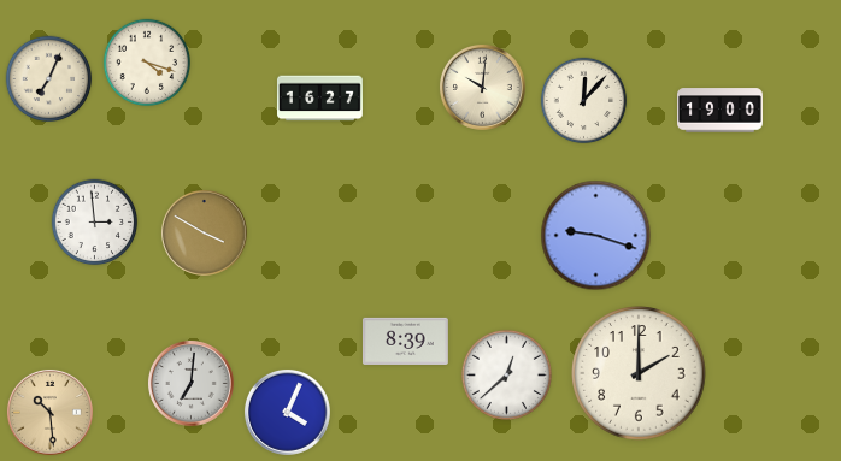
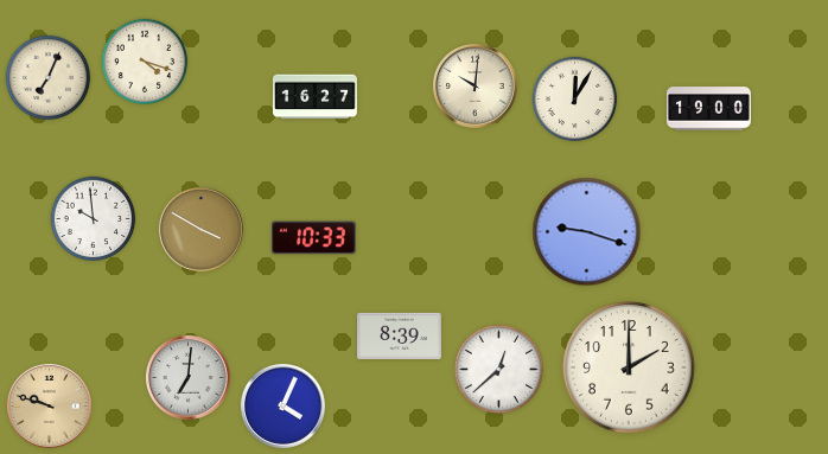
clock at (584, 101): 12:07 -> 12:05
clock at (95, 223): 2:59 -> 9:59
clock at (313, 238): none -> 10:33
clock at (49, 412): 10:29 -> 9:48
